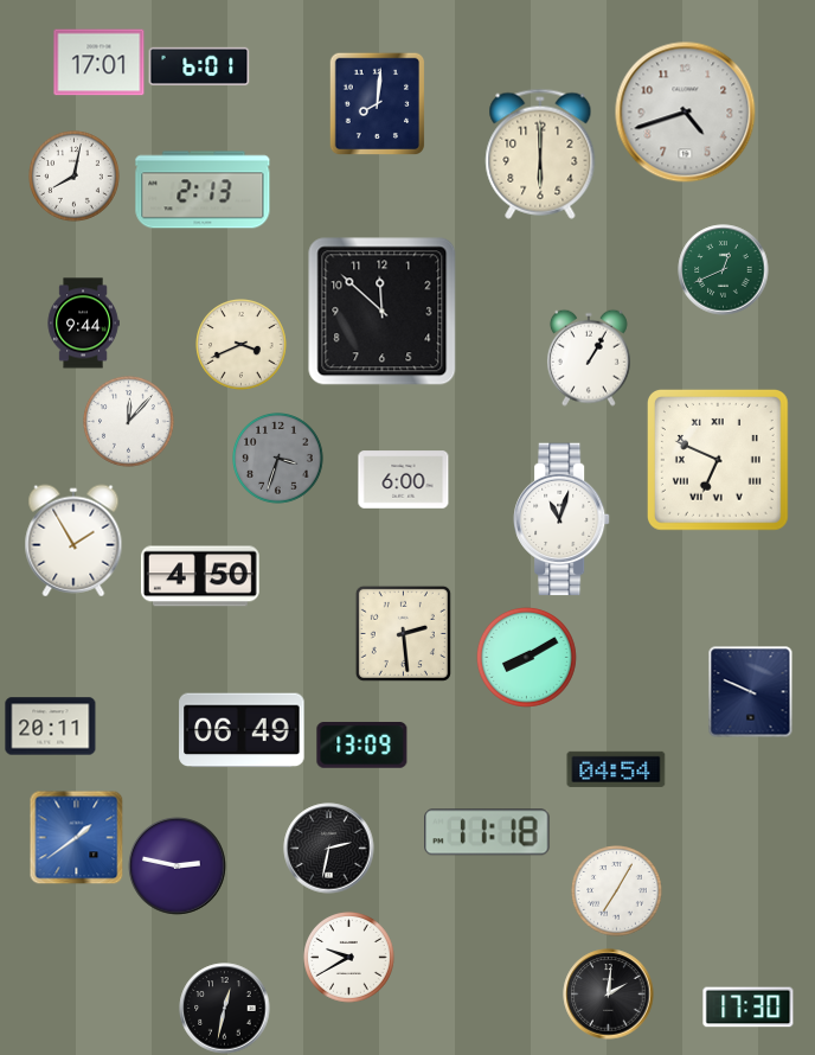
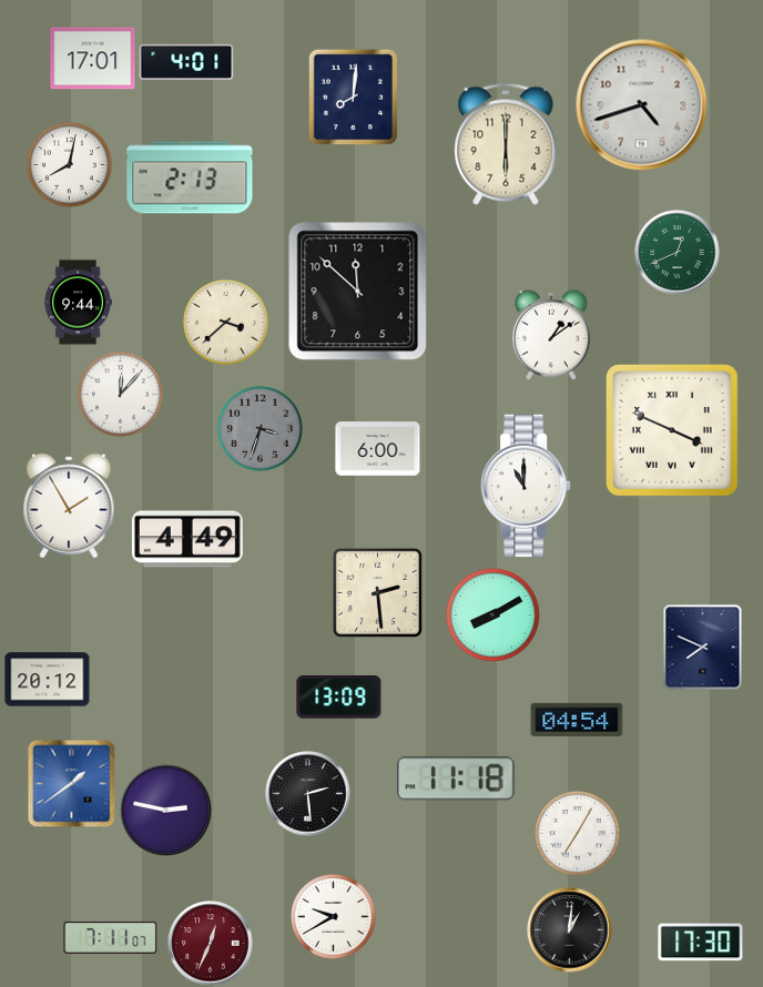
clock at (199, 66): 6:01 -> 4:01
clock at (242, 345): 3:41 -> 3:38
clock at (589, 358): 1:05 -> 1:09
clock at (718, 460): 6:49 -> 3:49
clock at (563, 519): 11:03 -> 11:00
clock at (200, 576): 4:50 -> 4:49
clock at (751, 692): 9:49 -> 7:49
clock at (51, 727): 20:11 -> 20:12
clock at (242, 730): 06:49 -> none
clock at (329, 849): 2:32 -> 2:29
clock at (349, 958) position: (349, 958) -> (334, 917)
clock at (609, 995): 2:01 -> 1:01
clock at (111, 938): none -> 7:11
clock at (225, 1009): 12:32 -> 12:34
clock at (225, 1009) dial: black -> burgundy
